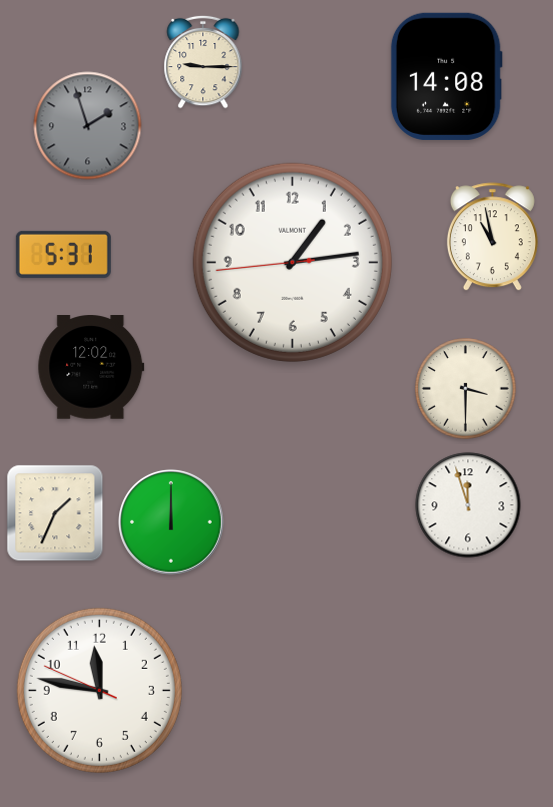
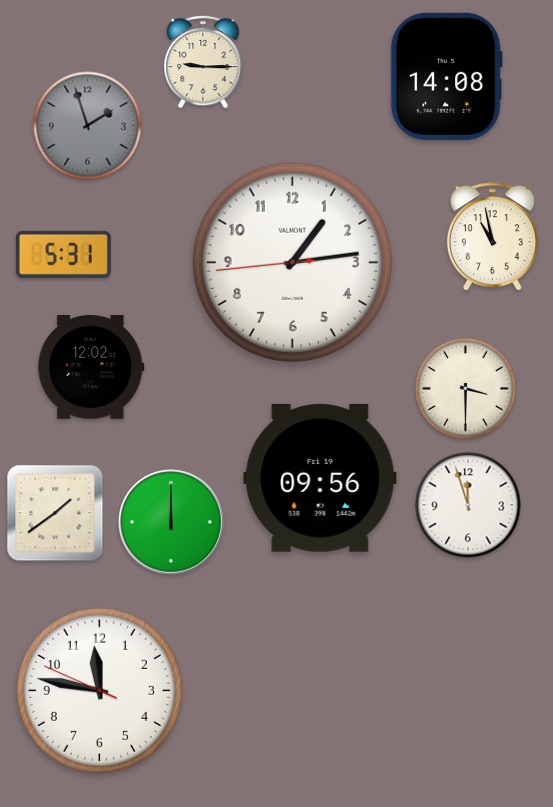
clock at (320, 478): none -> 09:56
clock at (55, 513): 1:34 -> 1:39
